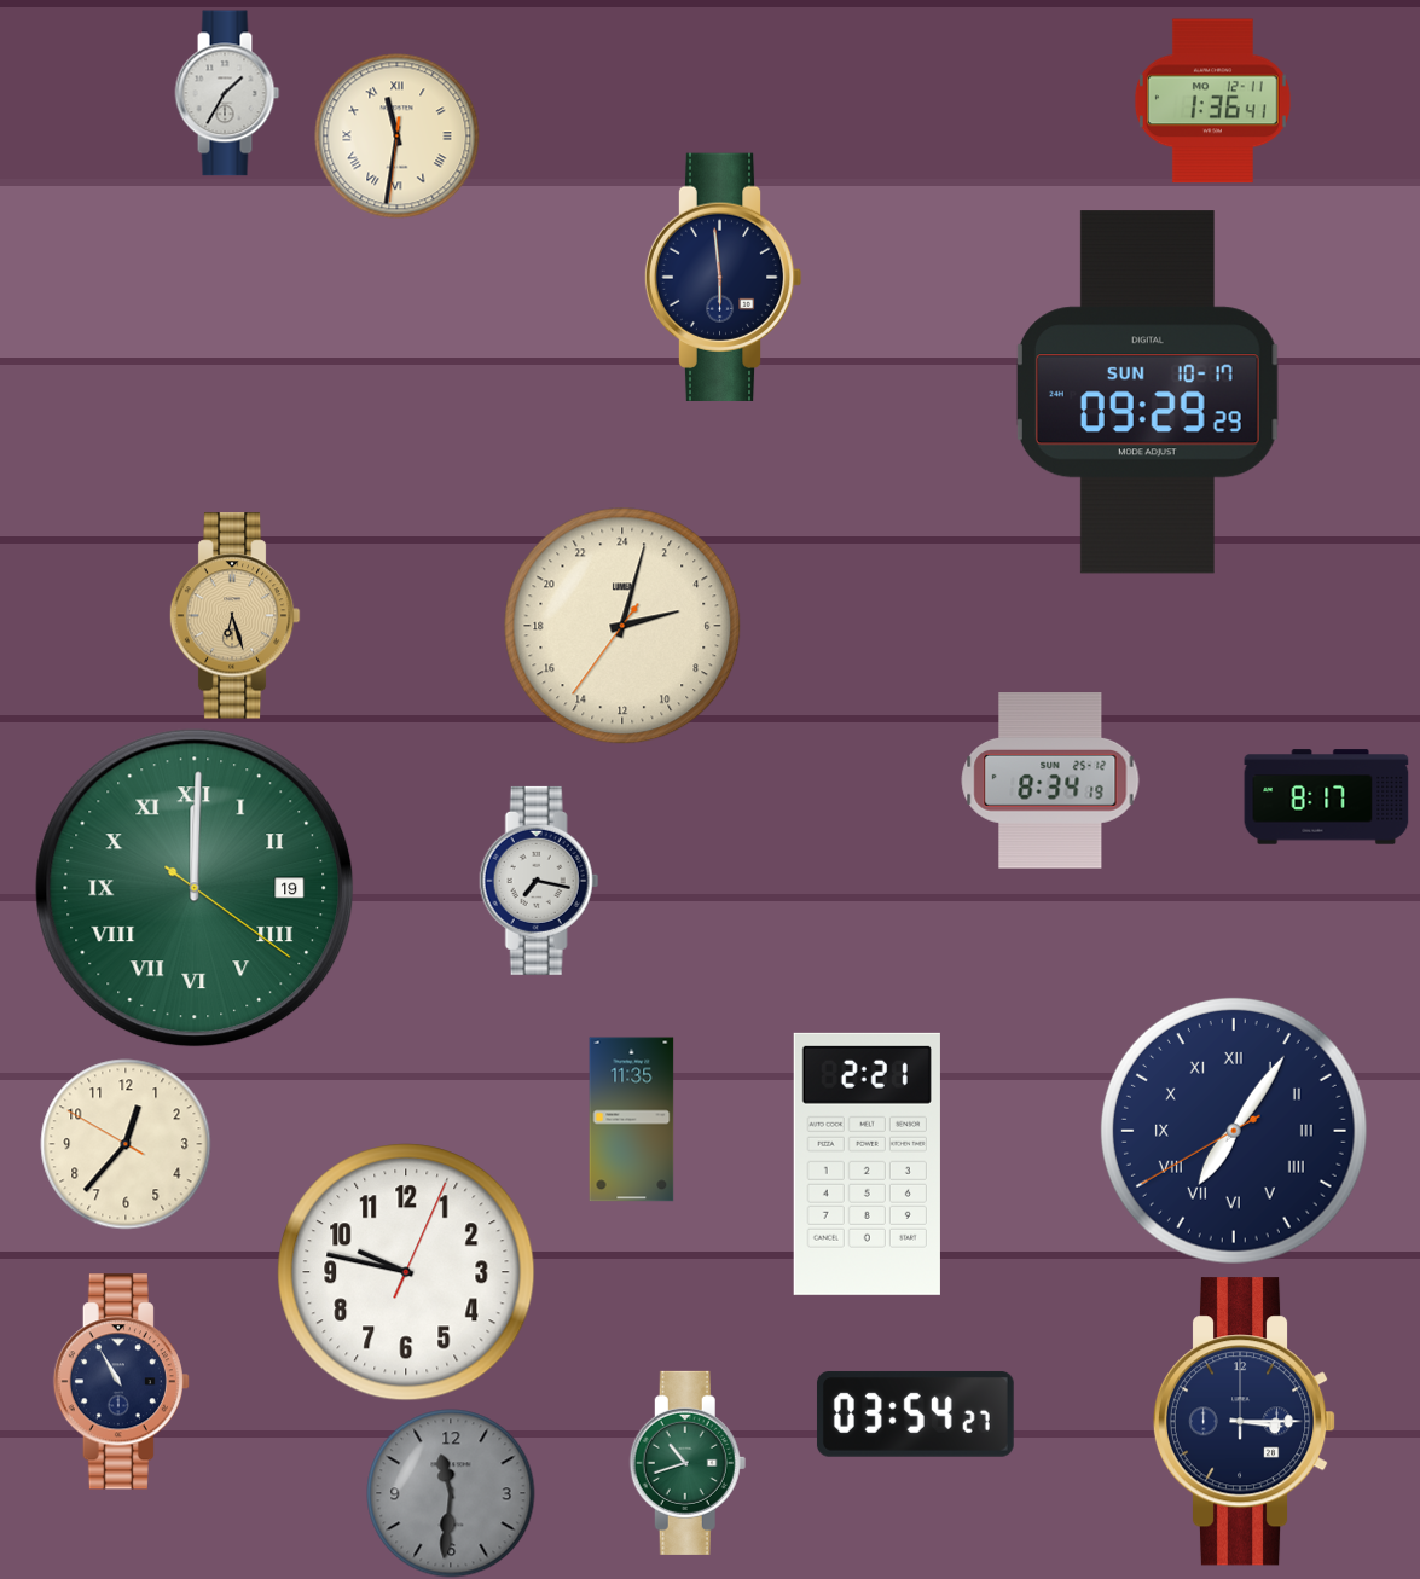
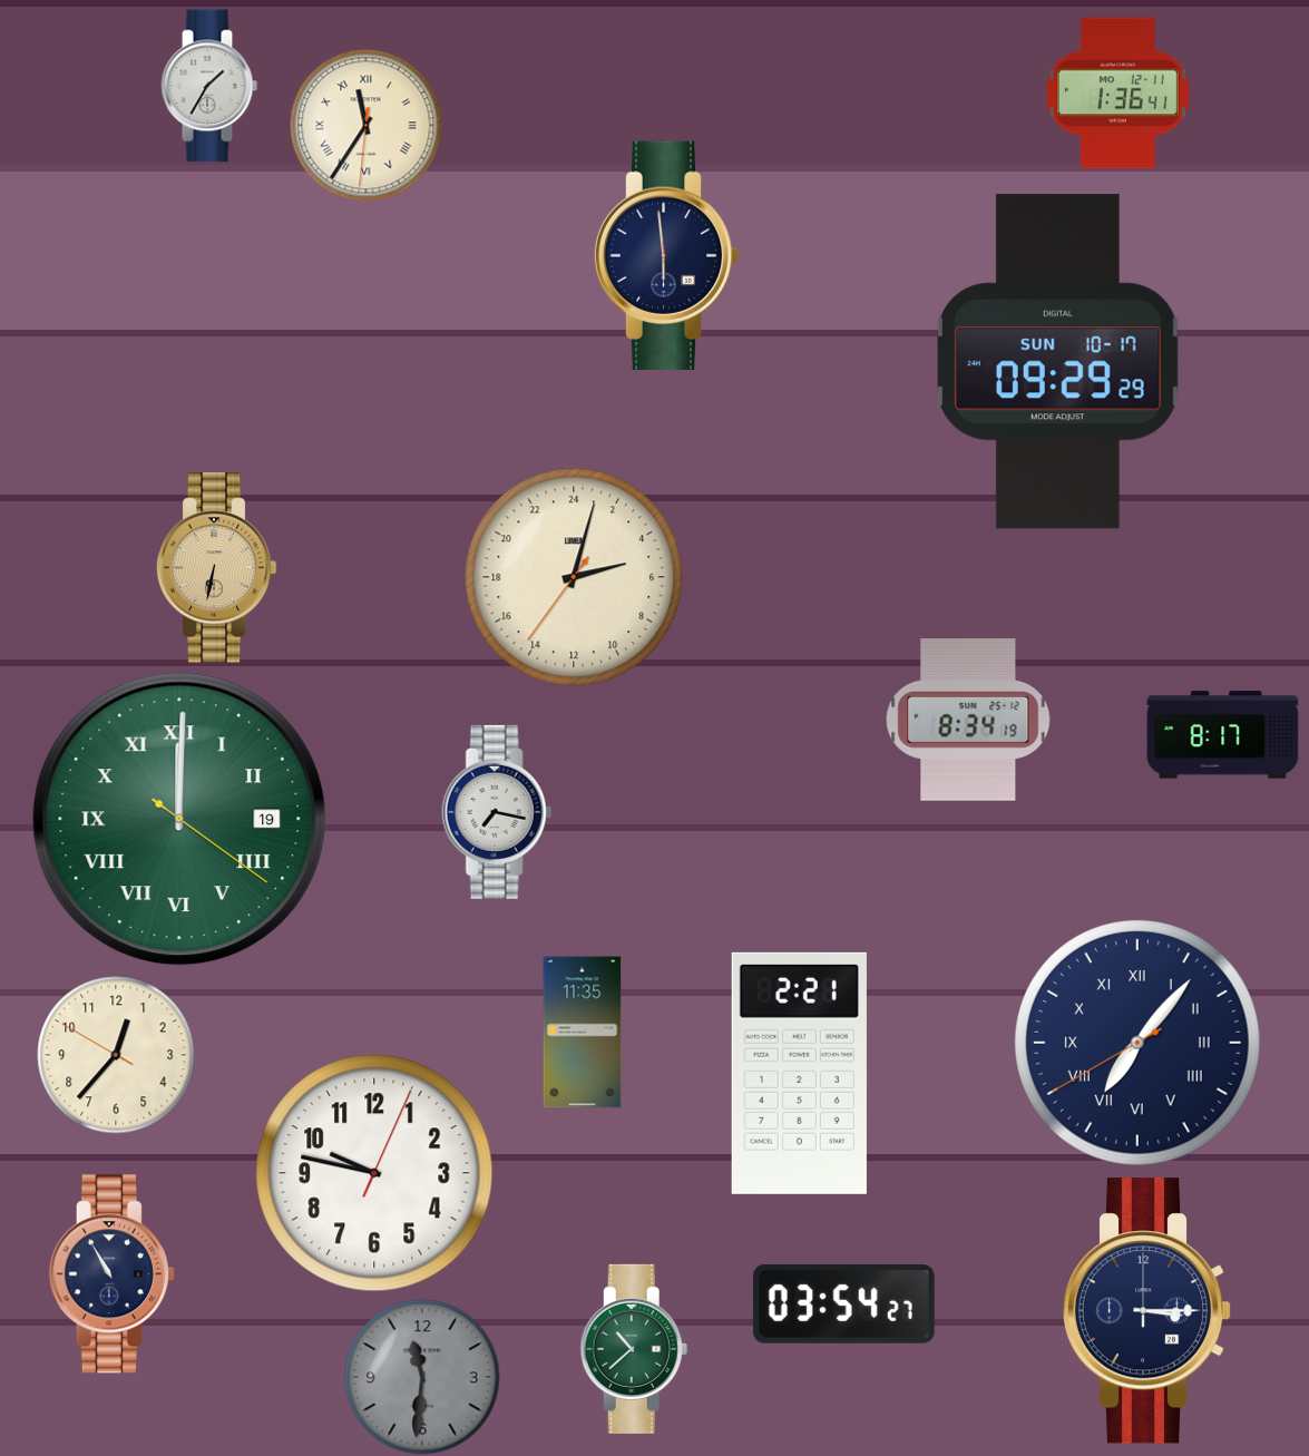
clock at (398, 137): 11:31 -> 11:35
clock at (234, 616): 6:27 -> 6:32
clock at (1234, 1131): 7:05 -> 7:06
clock at (688, 1463): 10:42 -> 10:38
clock at (451, 1493) position: (451, 1493) -> (422, 1377)
